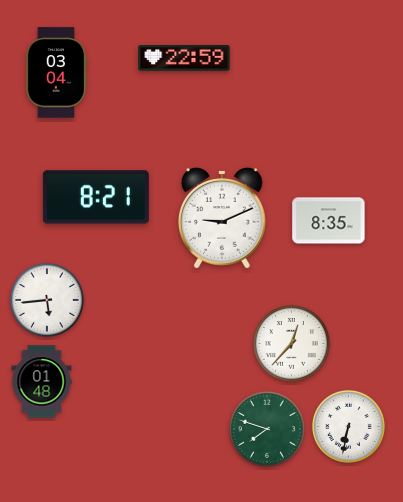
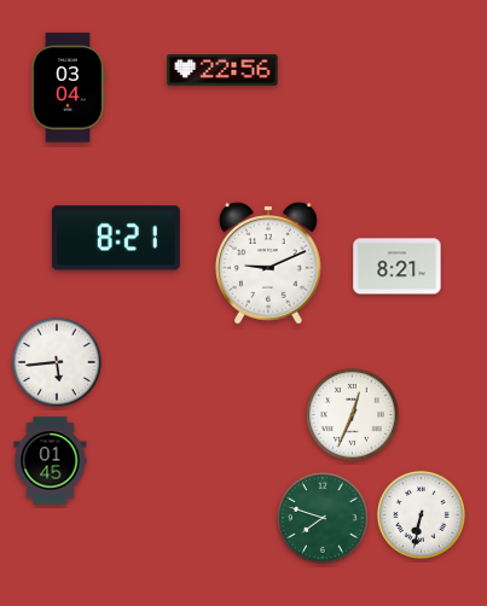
clock at (184, 58): 22:59 -> 22:56
clock at (329, 221): 8:35 -> 8:21
clock at (292, 344): 12:37 -> 12:34
clock at (42, 382): 01:48 -> 01:45
